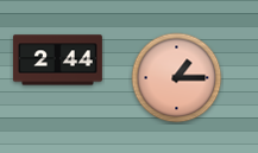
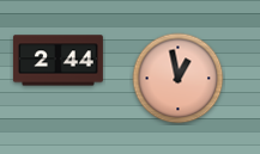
clock at (177, 78): 1:15 -> 12:58
